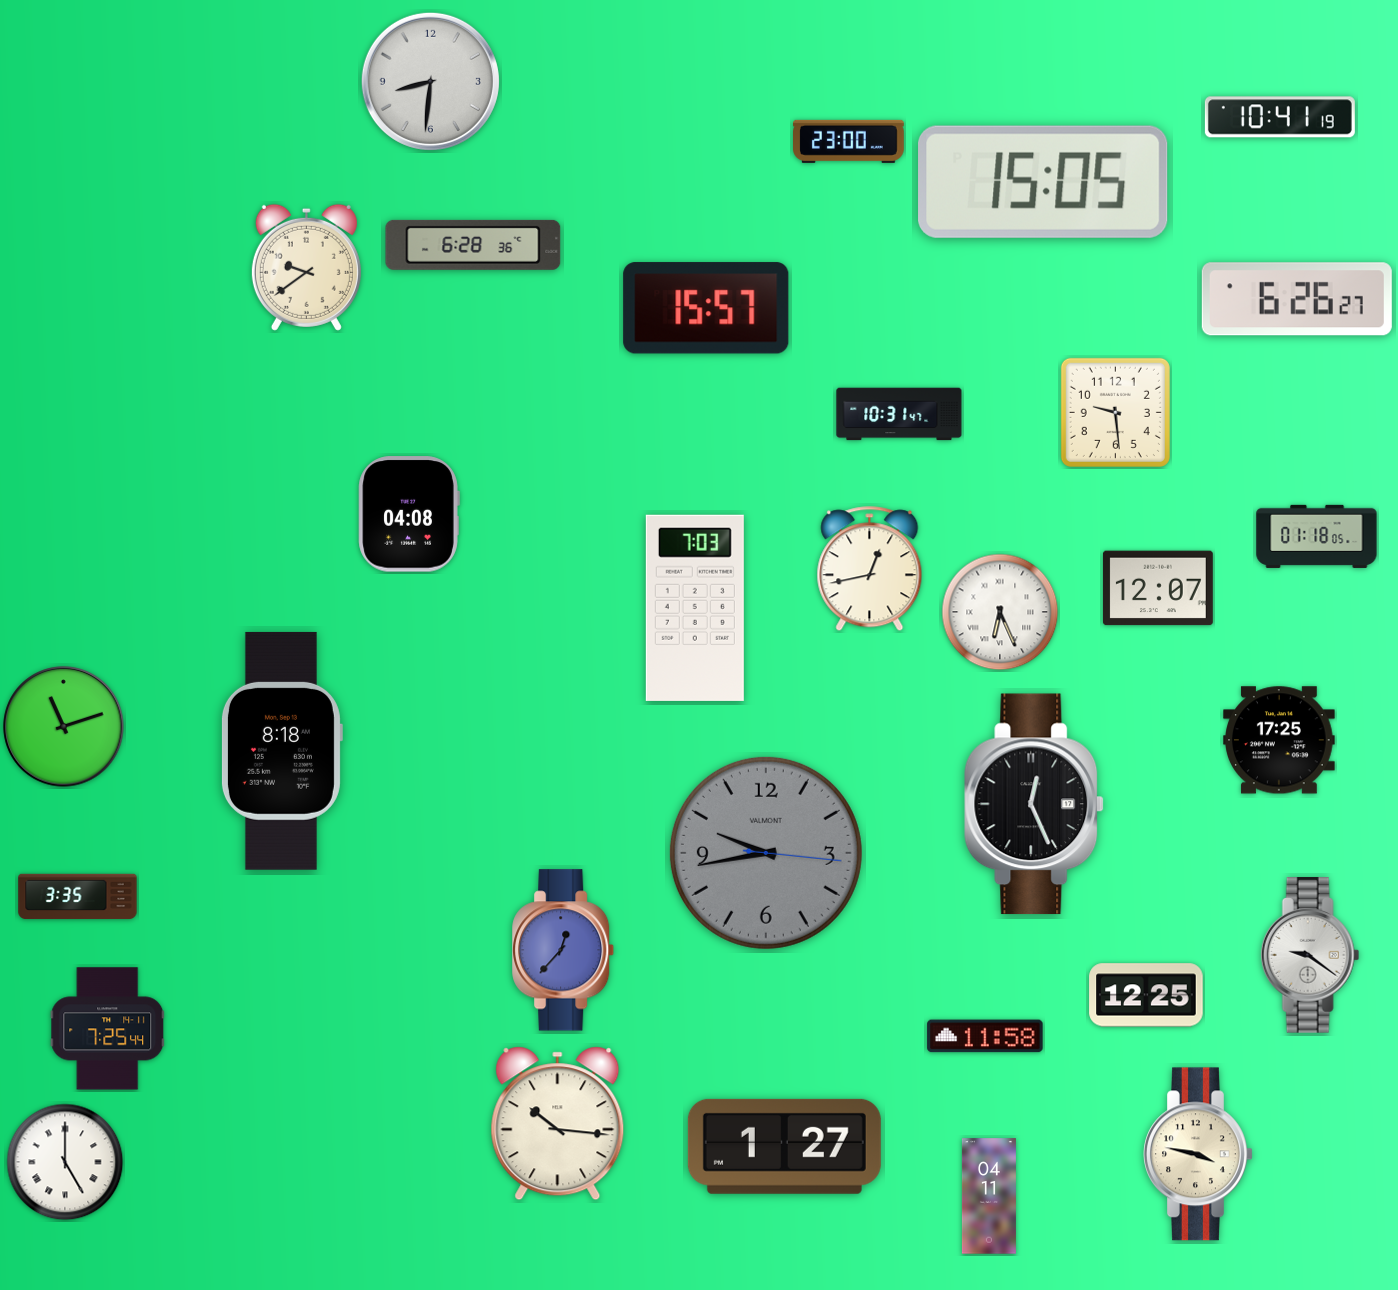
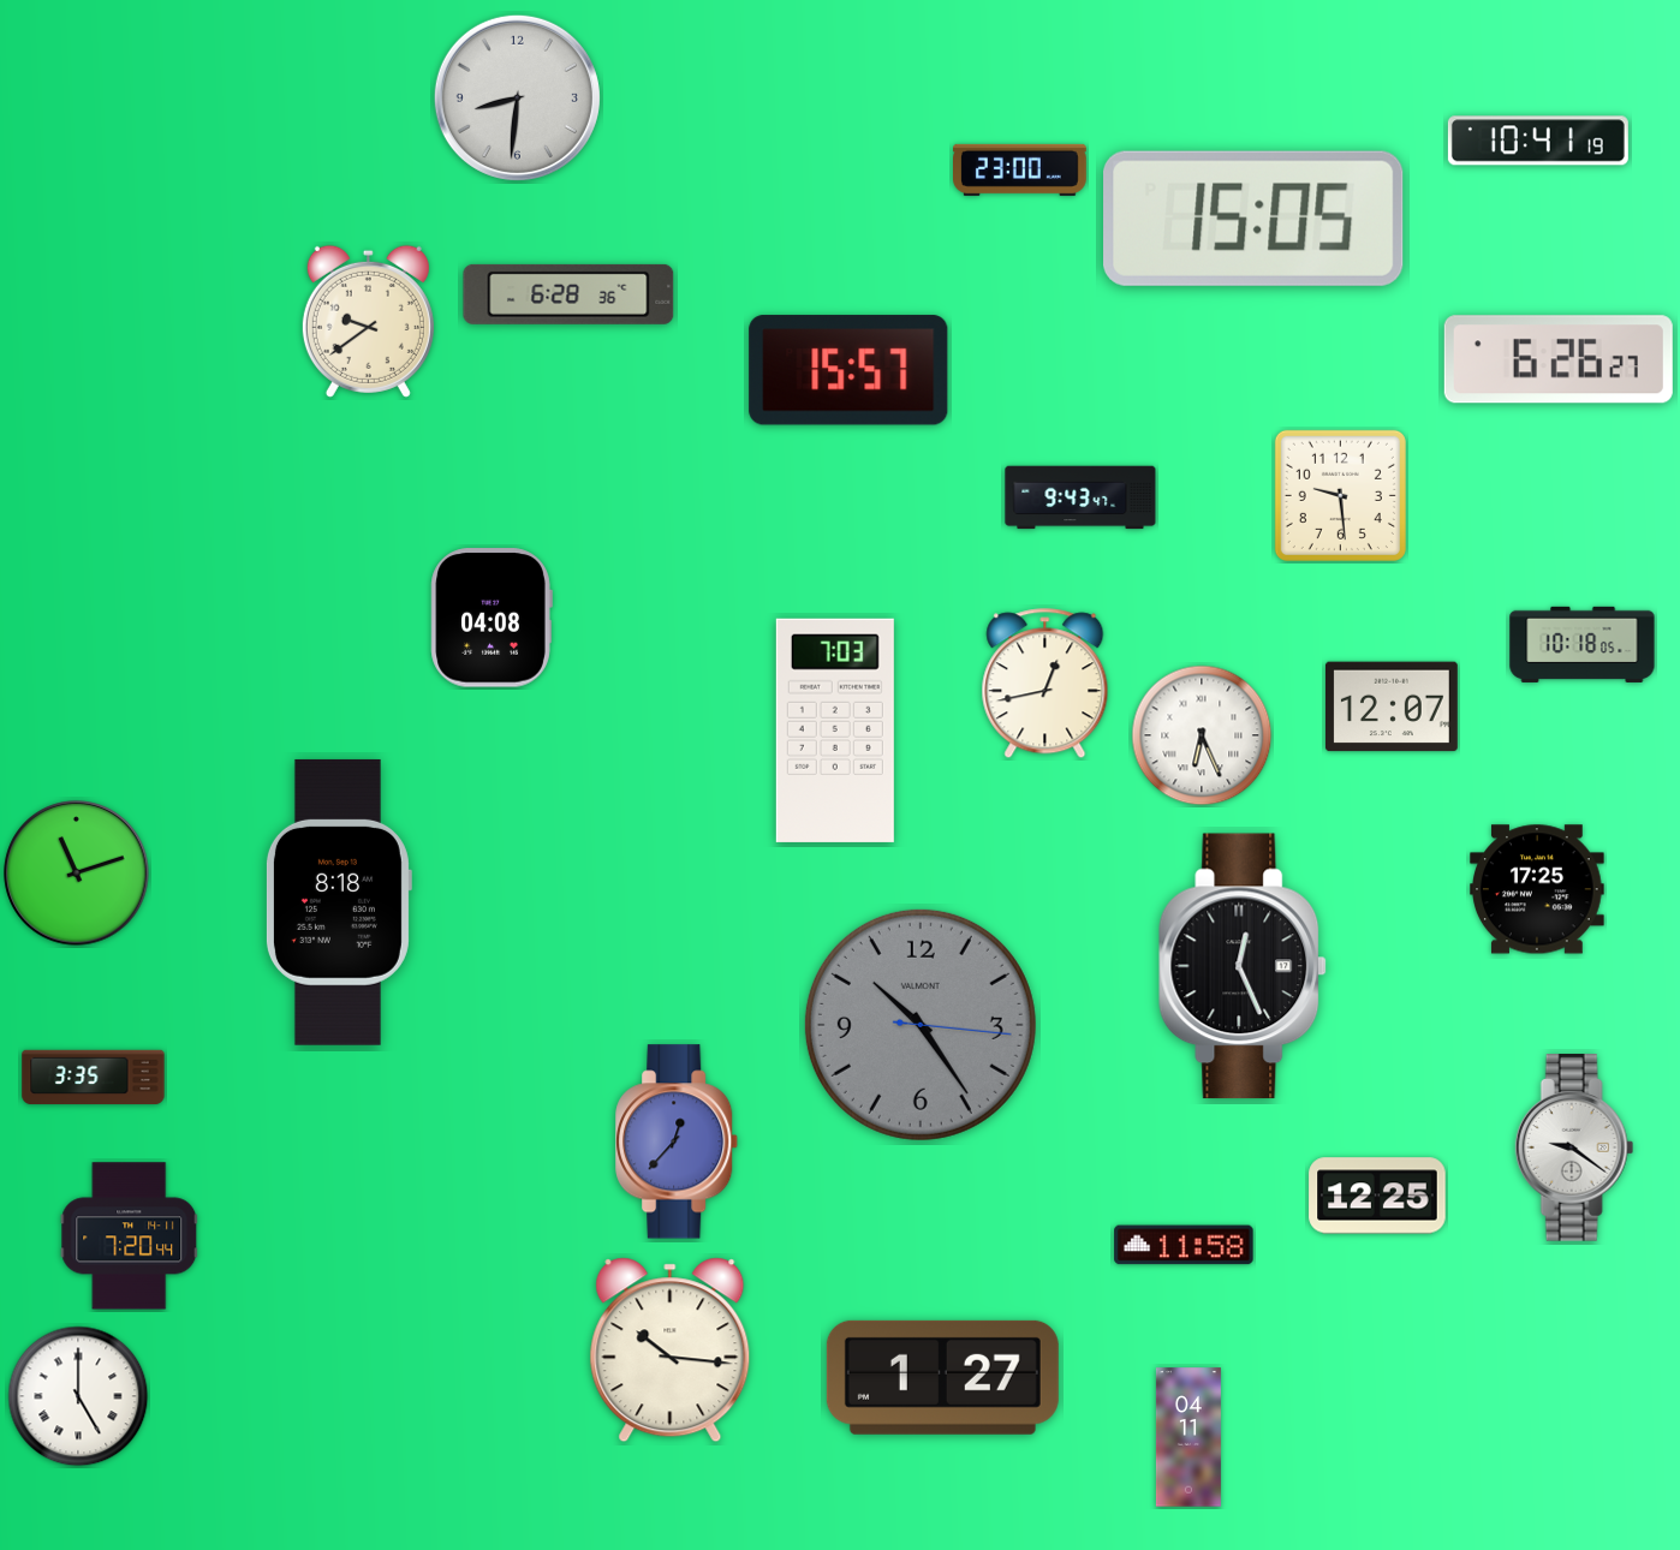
clock at (899, 414): 10:31 -> 9:43
clock at (1317, 536): 01:18 -> 10:18
clock at (766, 853): 9:43 -> 10:24
clock at (108, 1029): 7:25 -> 7:20
clock at (1198, 1154): 3:47 -> none
